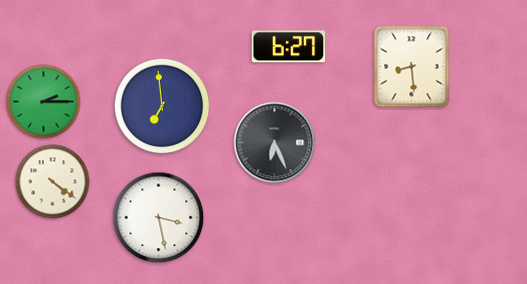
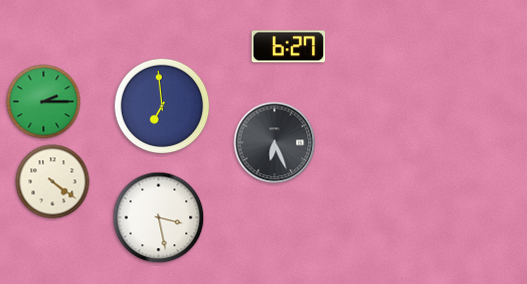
clock at (412, 67): 8:29 -> none
